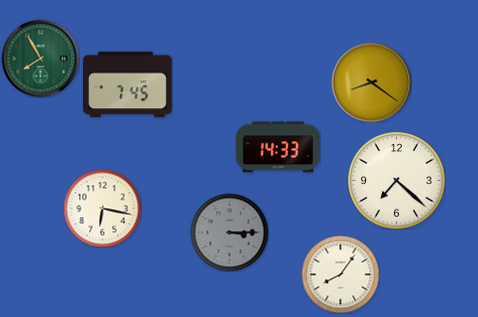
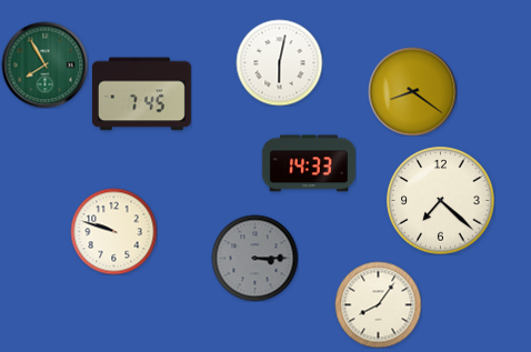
clock at (279, 62): none -> 6:02
clock at (102, 208): 6:17 -> 9:48
